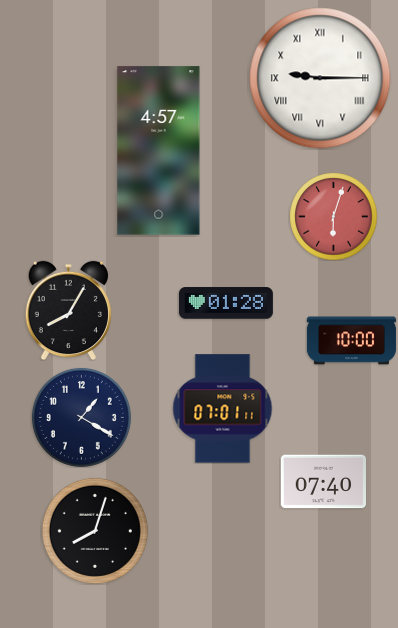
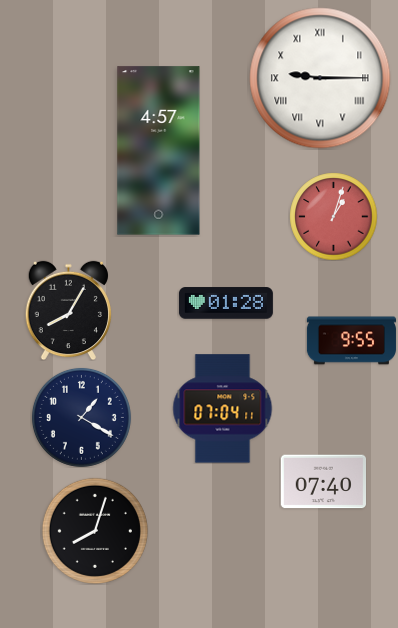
clock at (333, 216): 6:03 -> 1:03
clock at (351, 341): 10:00 -> 9:55
clock at (223, 409): 07:01 -> 07:04
